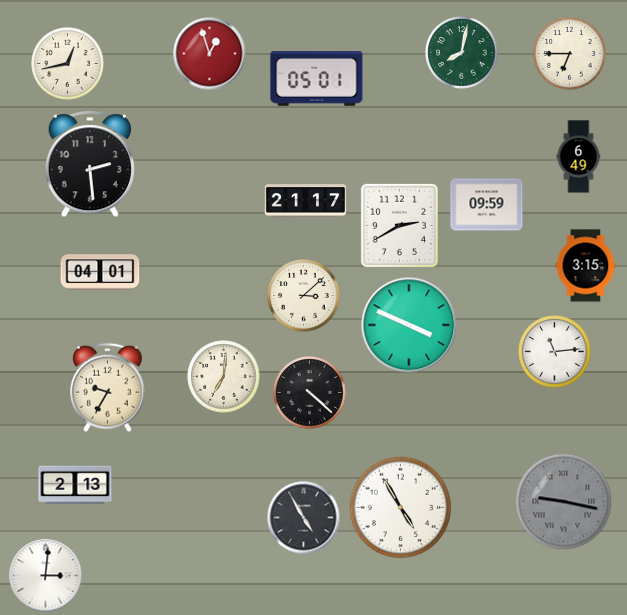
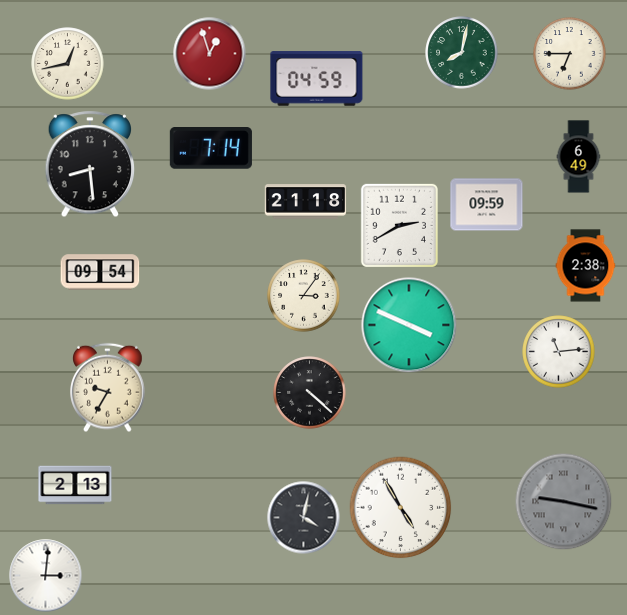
clock at (317, 79): 05:01 -> 04:59
clock at (211, 149): none -> 7:14
clock at (90, 165): 2:29 -> 8:29
clock at (306, 202): 21:17 -> 21:18
clock at (586, 266): 3:15 -> 2:38
clock at (100, 272): 04:01 -> 09:54
clock at (304, 296): 3:08 -> 3:06
clock at (555, 352) position: (555, 352) -> (559, 352)
clock at (224, 377): 7:01 -> none
clock at (304, 518): 4:55 -> 4:02
